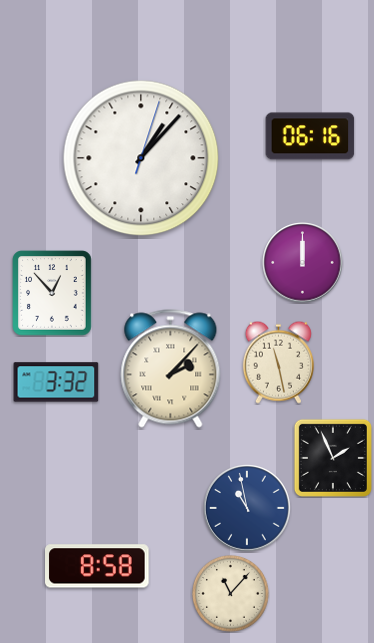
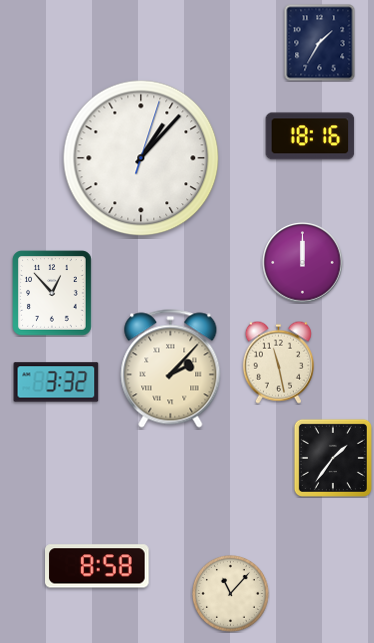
clock at (320, 42): none -> 1:35
clock at (310, 136): 06:16 -> 18:16
clock at (333, 458): 1:56 -> 1:36
clock at (247, 508): 10:58 -> none
